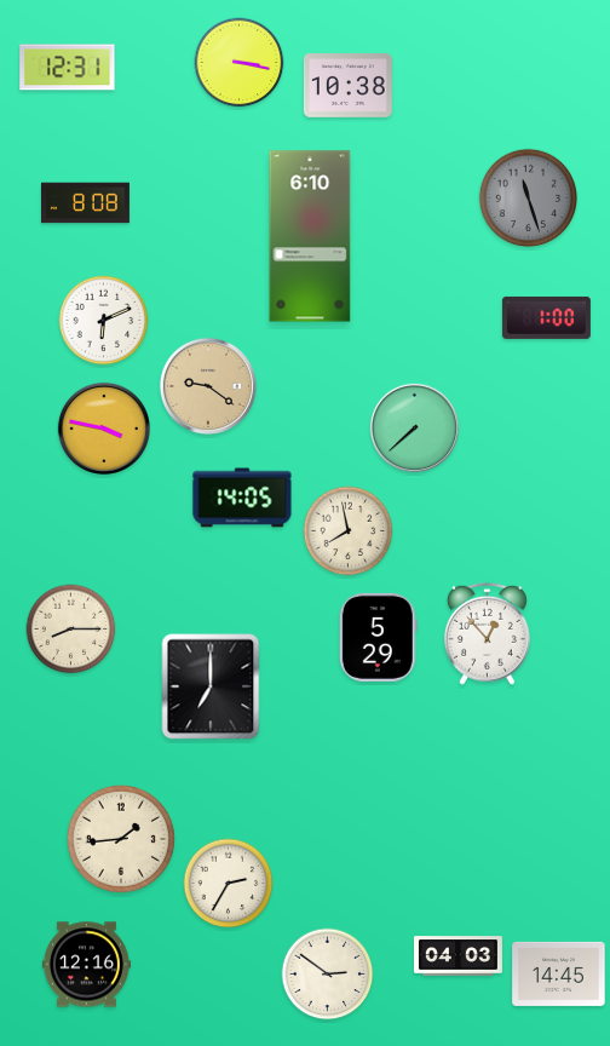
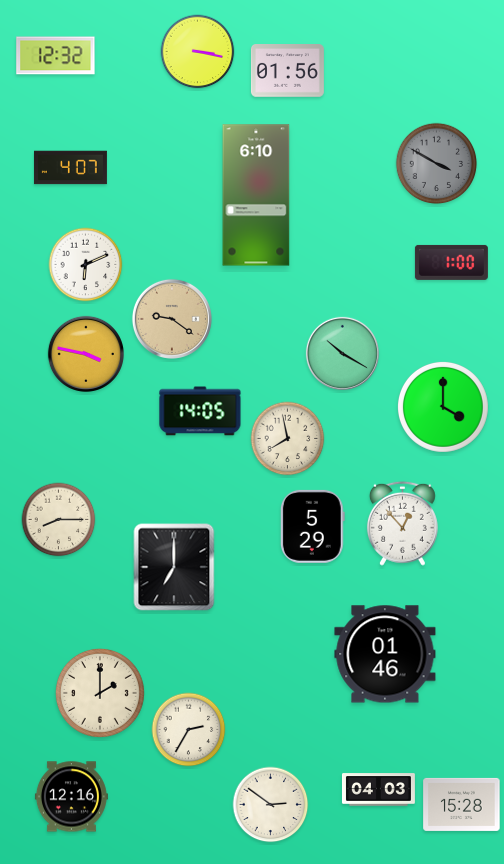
clock at (68, 68): 12:31 -> 12:32
clock at (347, 86): 10:38 -> 01:56
clock at (529, 199): 11:27 -> 3:50
clock at (85, 203): 8:08 -> 4:07
clock at (414, 427): 7:38 -> 10:20
clock at (443, 407): none -> 4:00
clock at (385, 654): none -> 01:46
clock at (121, 839): 1:44 -> 2:00
clock at (559, 973): 14:45 -> 15:28
